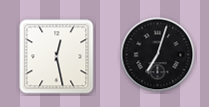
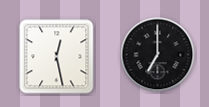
clock at (158, 55): 7:03 -> 7:00
